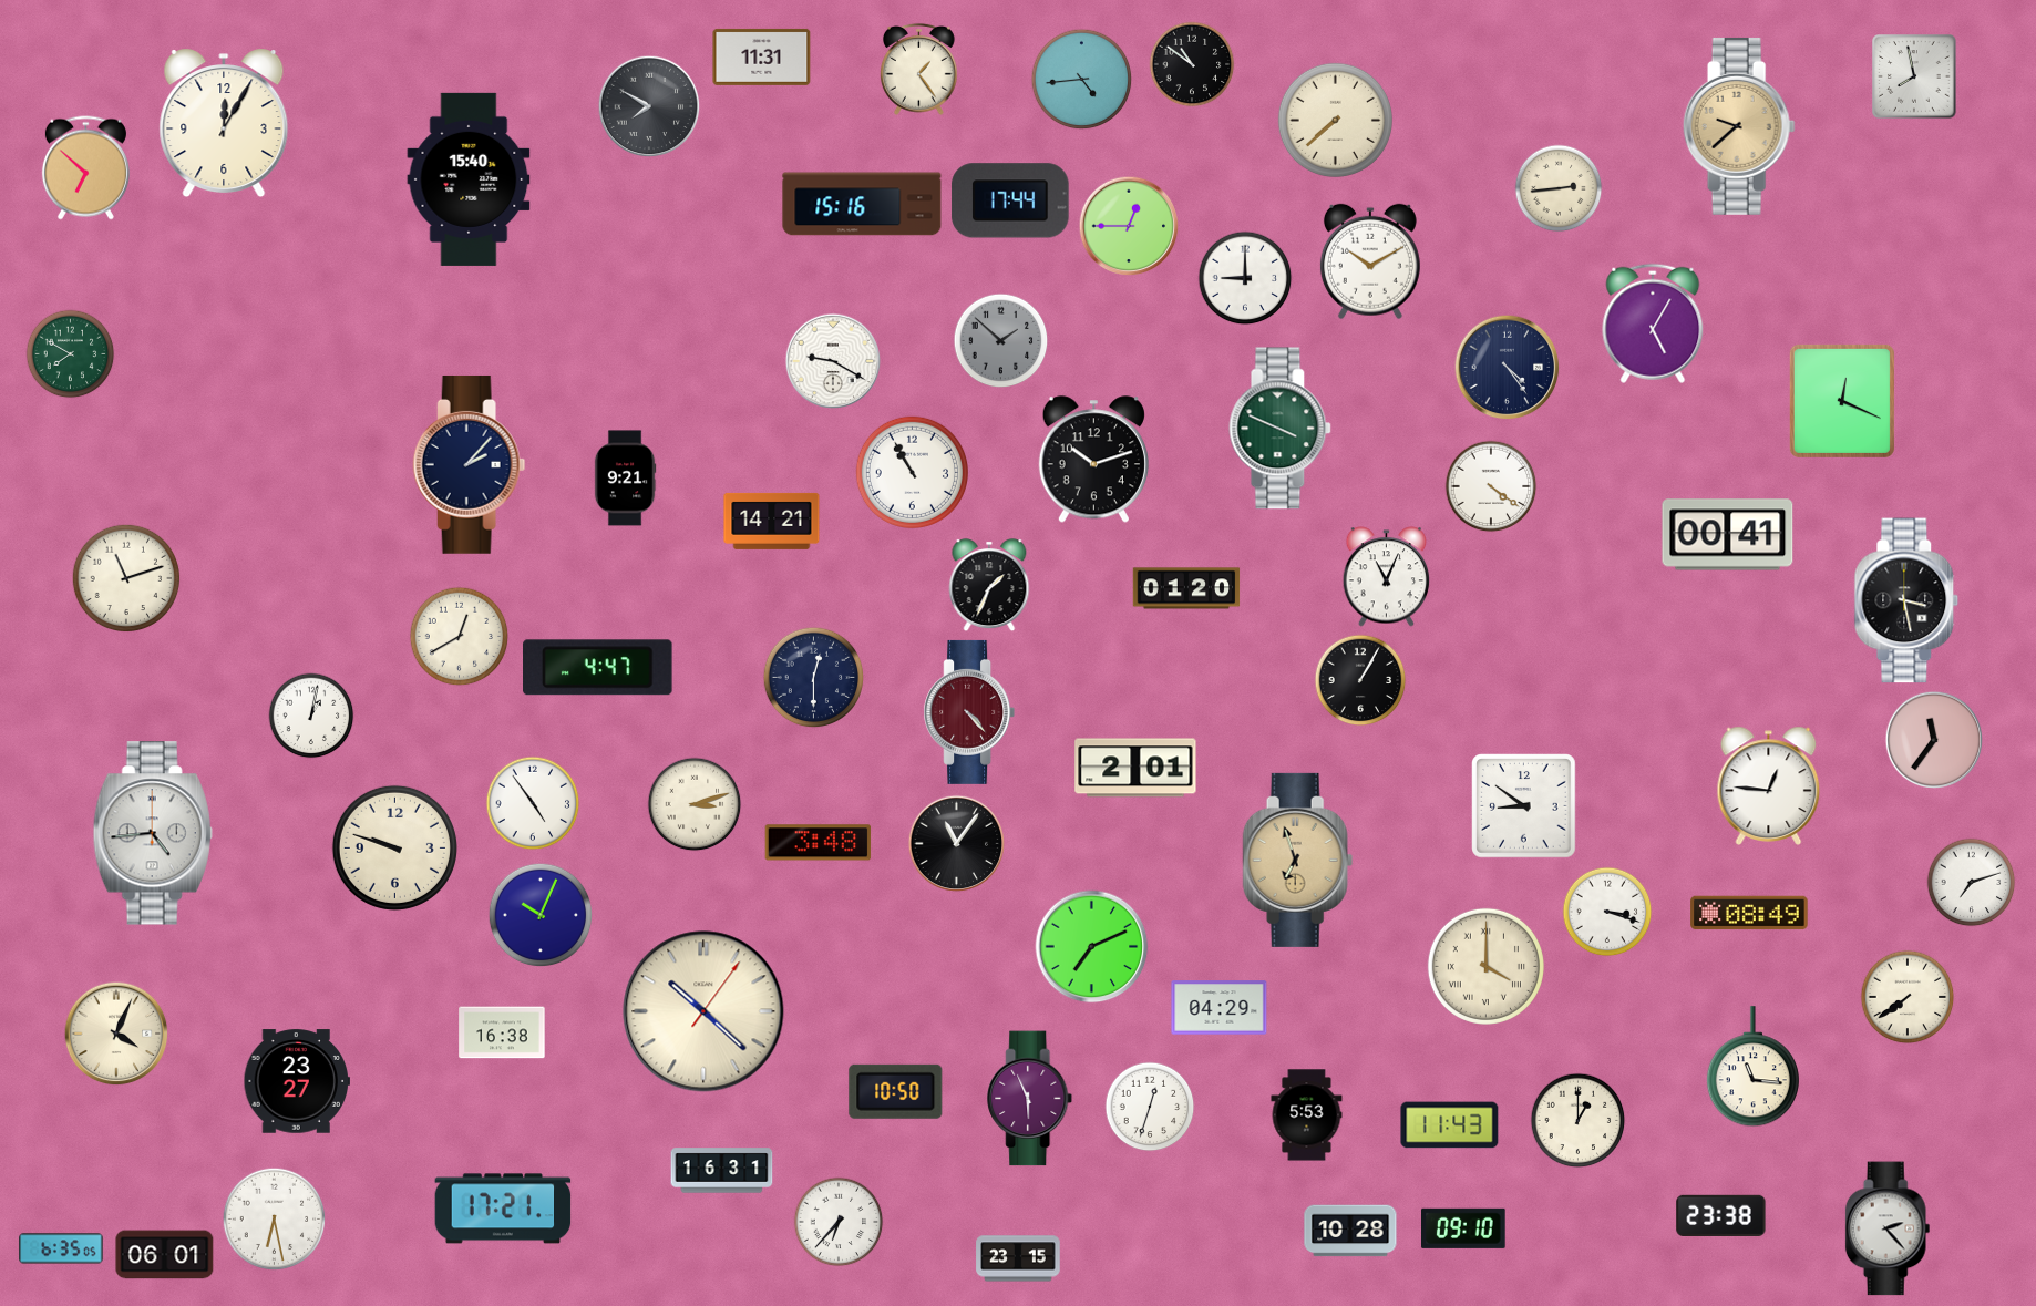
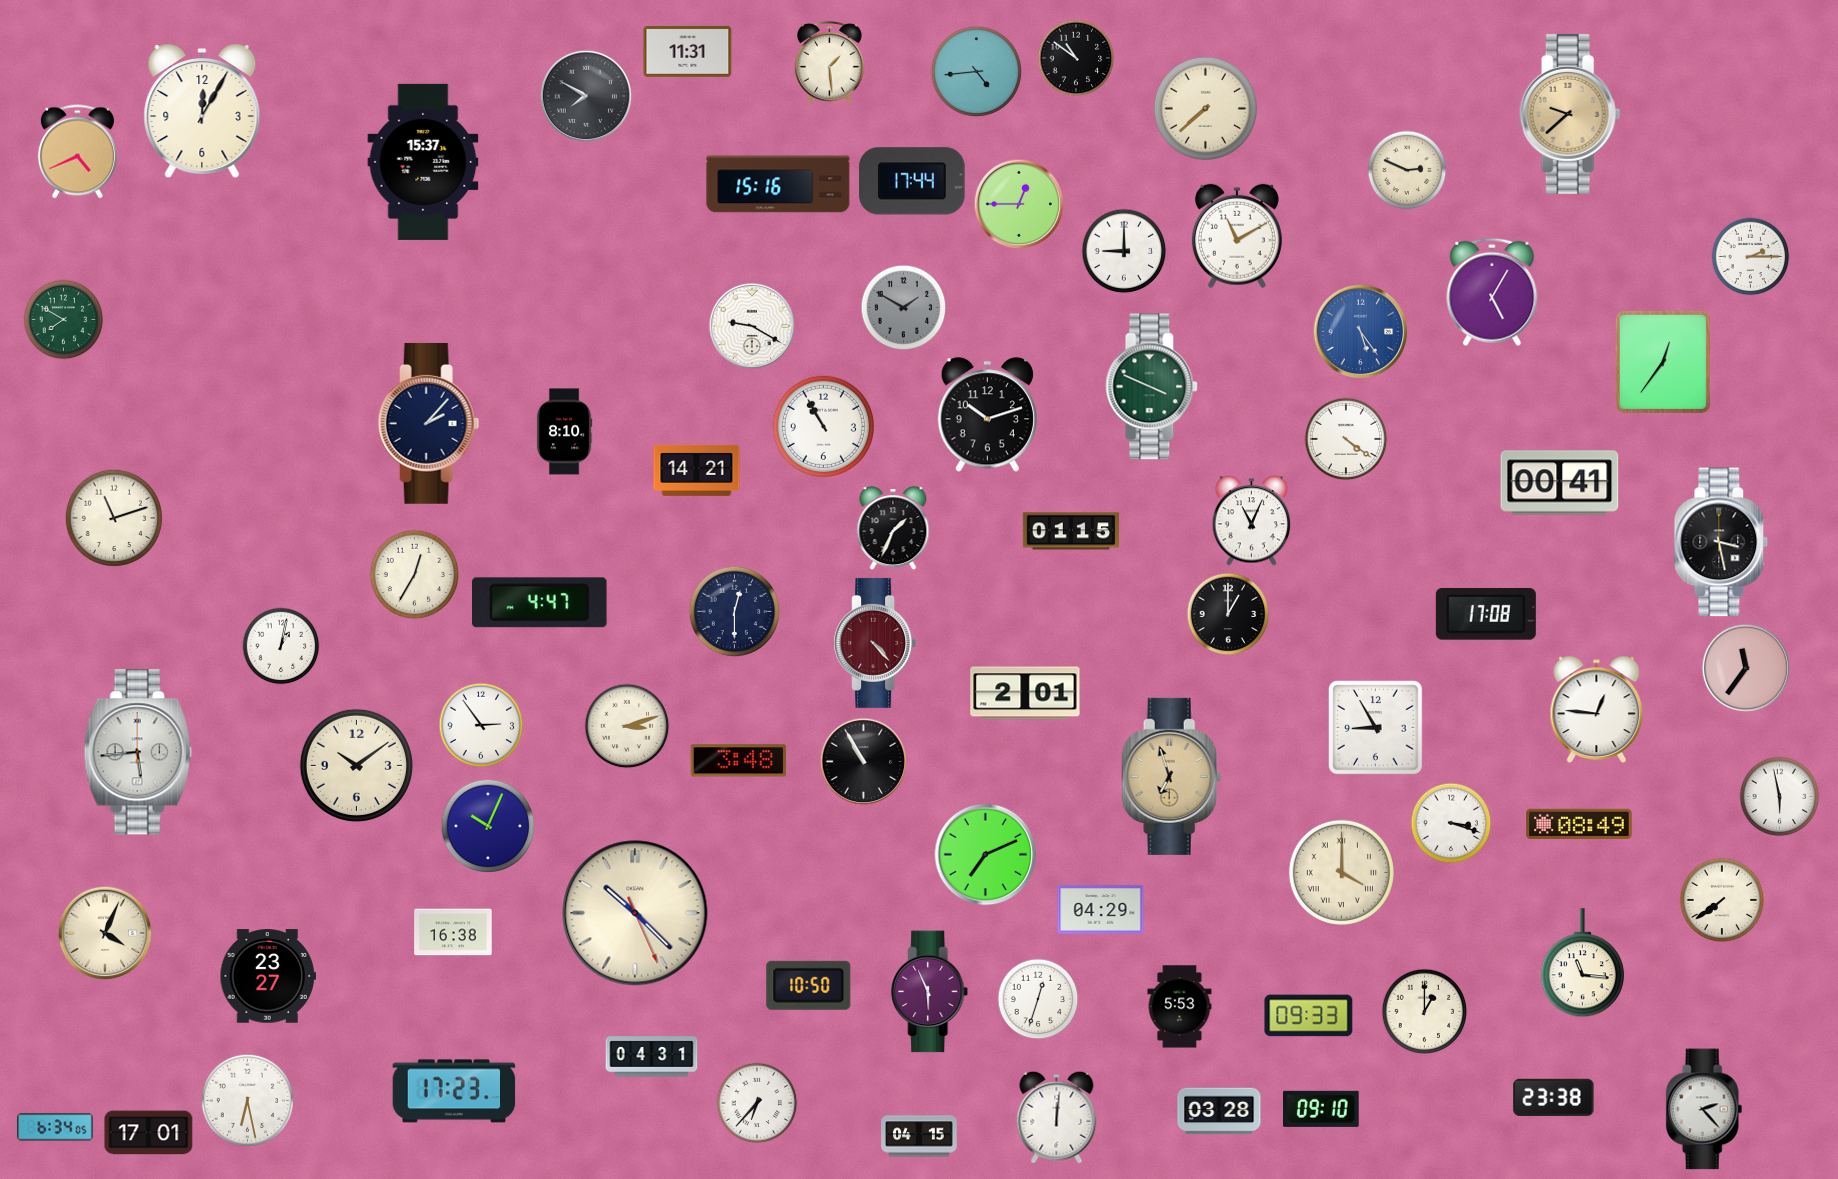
clock at (919, 69): 1:24 -> 1:29
clock at (1914, 76): 7:58 -> none
clock at (85, 168): 6:52 -> 4:41
clock at (469, 179): 15:40 -> 15:37
clock at (1559, 188): 2:44 -> 2:49
clock at (1370, 261): 10:10 -> 11:10
clock at (1751, 257): none -> 2:15
clock at (1001, 341): 1:52 -> 1:50
clock at (1508, 368): 4:24 -> 5:24
clock at (1508, 368) dial: navy -> blue
clock at (1842, 401): 12:19 -> 12:36
clock at (1281, 429) position: (1281, 429) -> (1152, 387)
clock at (470, 464) position: (470, 464) -> (429, 423)
clock at (625, 479): 9:21 -> 8:10
clock at (126, 578) position: (126, 578) -> (114, 518)
clock at (1186, 588): 01:20 -> 01:15
clock at (460, 637): 12:40 -> 12:35
clock at (1360, 680): 1:05 -> 1:00
clock at (1486, 614): none -> 17:08
clock at (533, 803): 4:54 -> 2:54
clock at (1524, 806): 8:51 -> 8:55
clock at (153, 833): 4:44 -> 5:44
clock at (957, 844): 11:06 -> 10:55
clock at (394, 847): 9:48 -> 10:09
clock at (1972, 883): 7:12 -> 5:58
clock at (703, 1011): 10:22:06 -> 10:22:26
clock at (1450, 1125): 11:43 -> 09:33
clock at (722, 1171): 16:31 -> 04:31
clock at (503, 1209): 17:21 -> 17:23
clock at (1350, 1231): 10:28 -> 03:28
clock at (1057, 1117): none -> 12:01
clock at (61, 1248): 6:35 -> 6:34
clock at (165, 1255): 06:01 -> 17:01
clock at (1018, 1258): 23:15 -> 04:15
